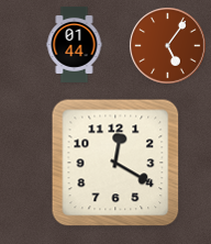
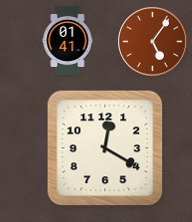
clock at (75, 44): 01:44 -> 01:41
